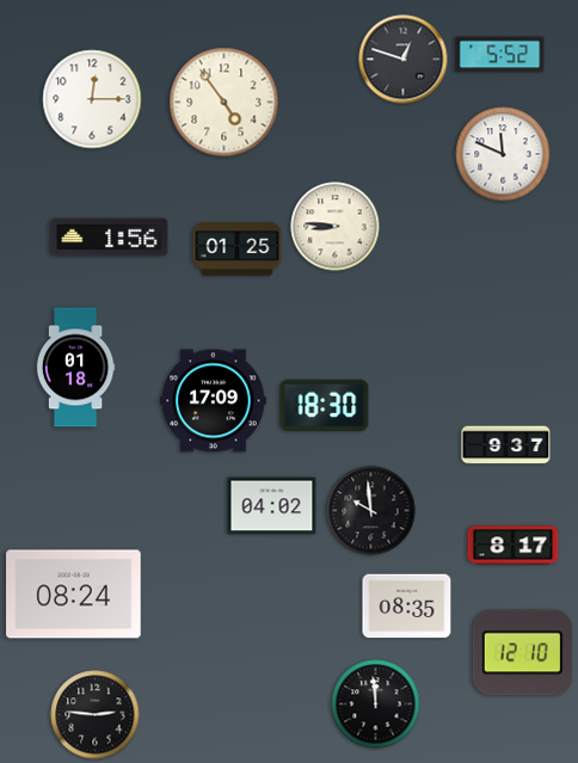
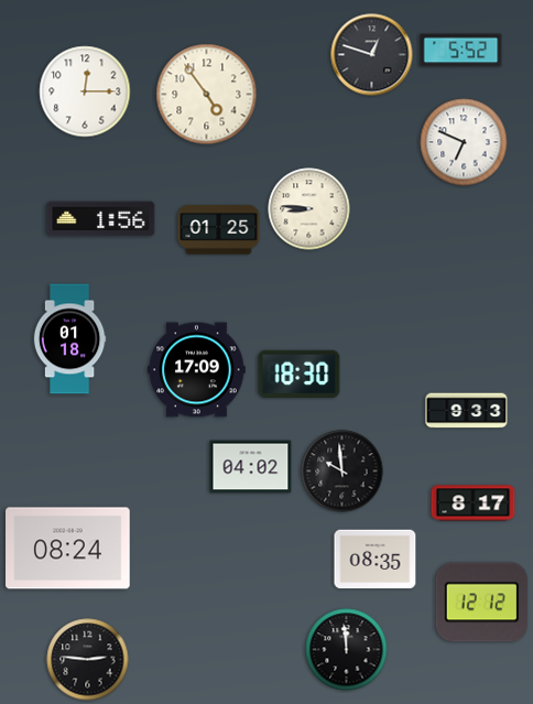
clock at (503, 154): 11:49 -> 6:49
clock at (506, 445): 9:37 -> 9:33
clock at (522, 653): 12:10 -> 12:12
